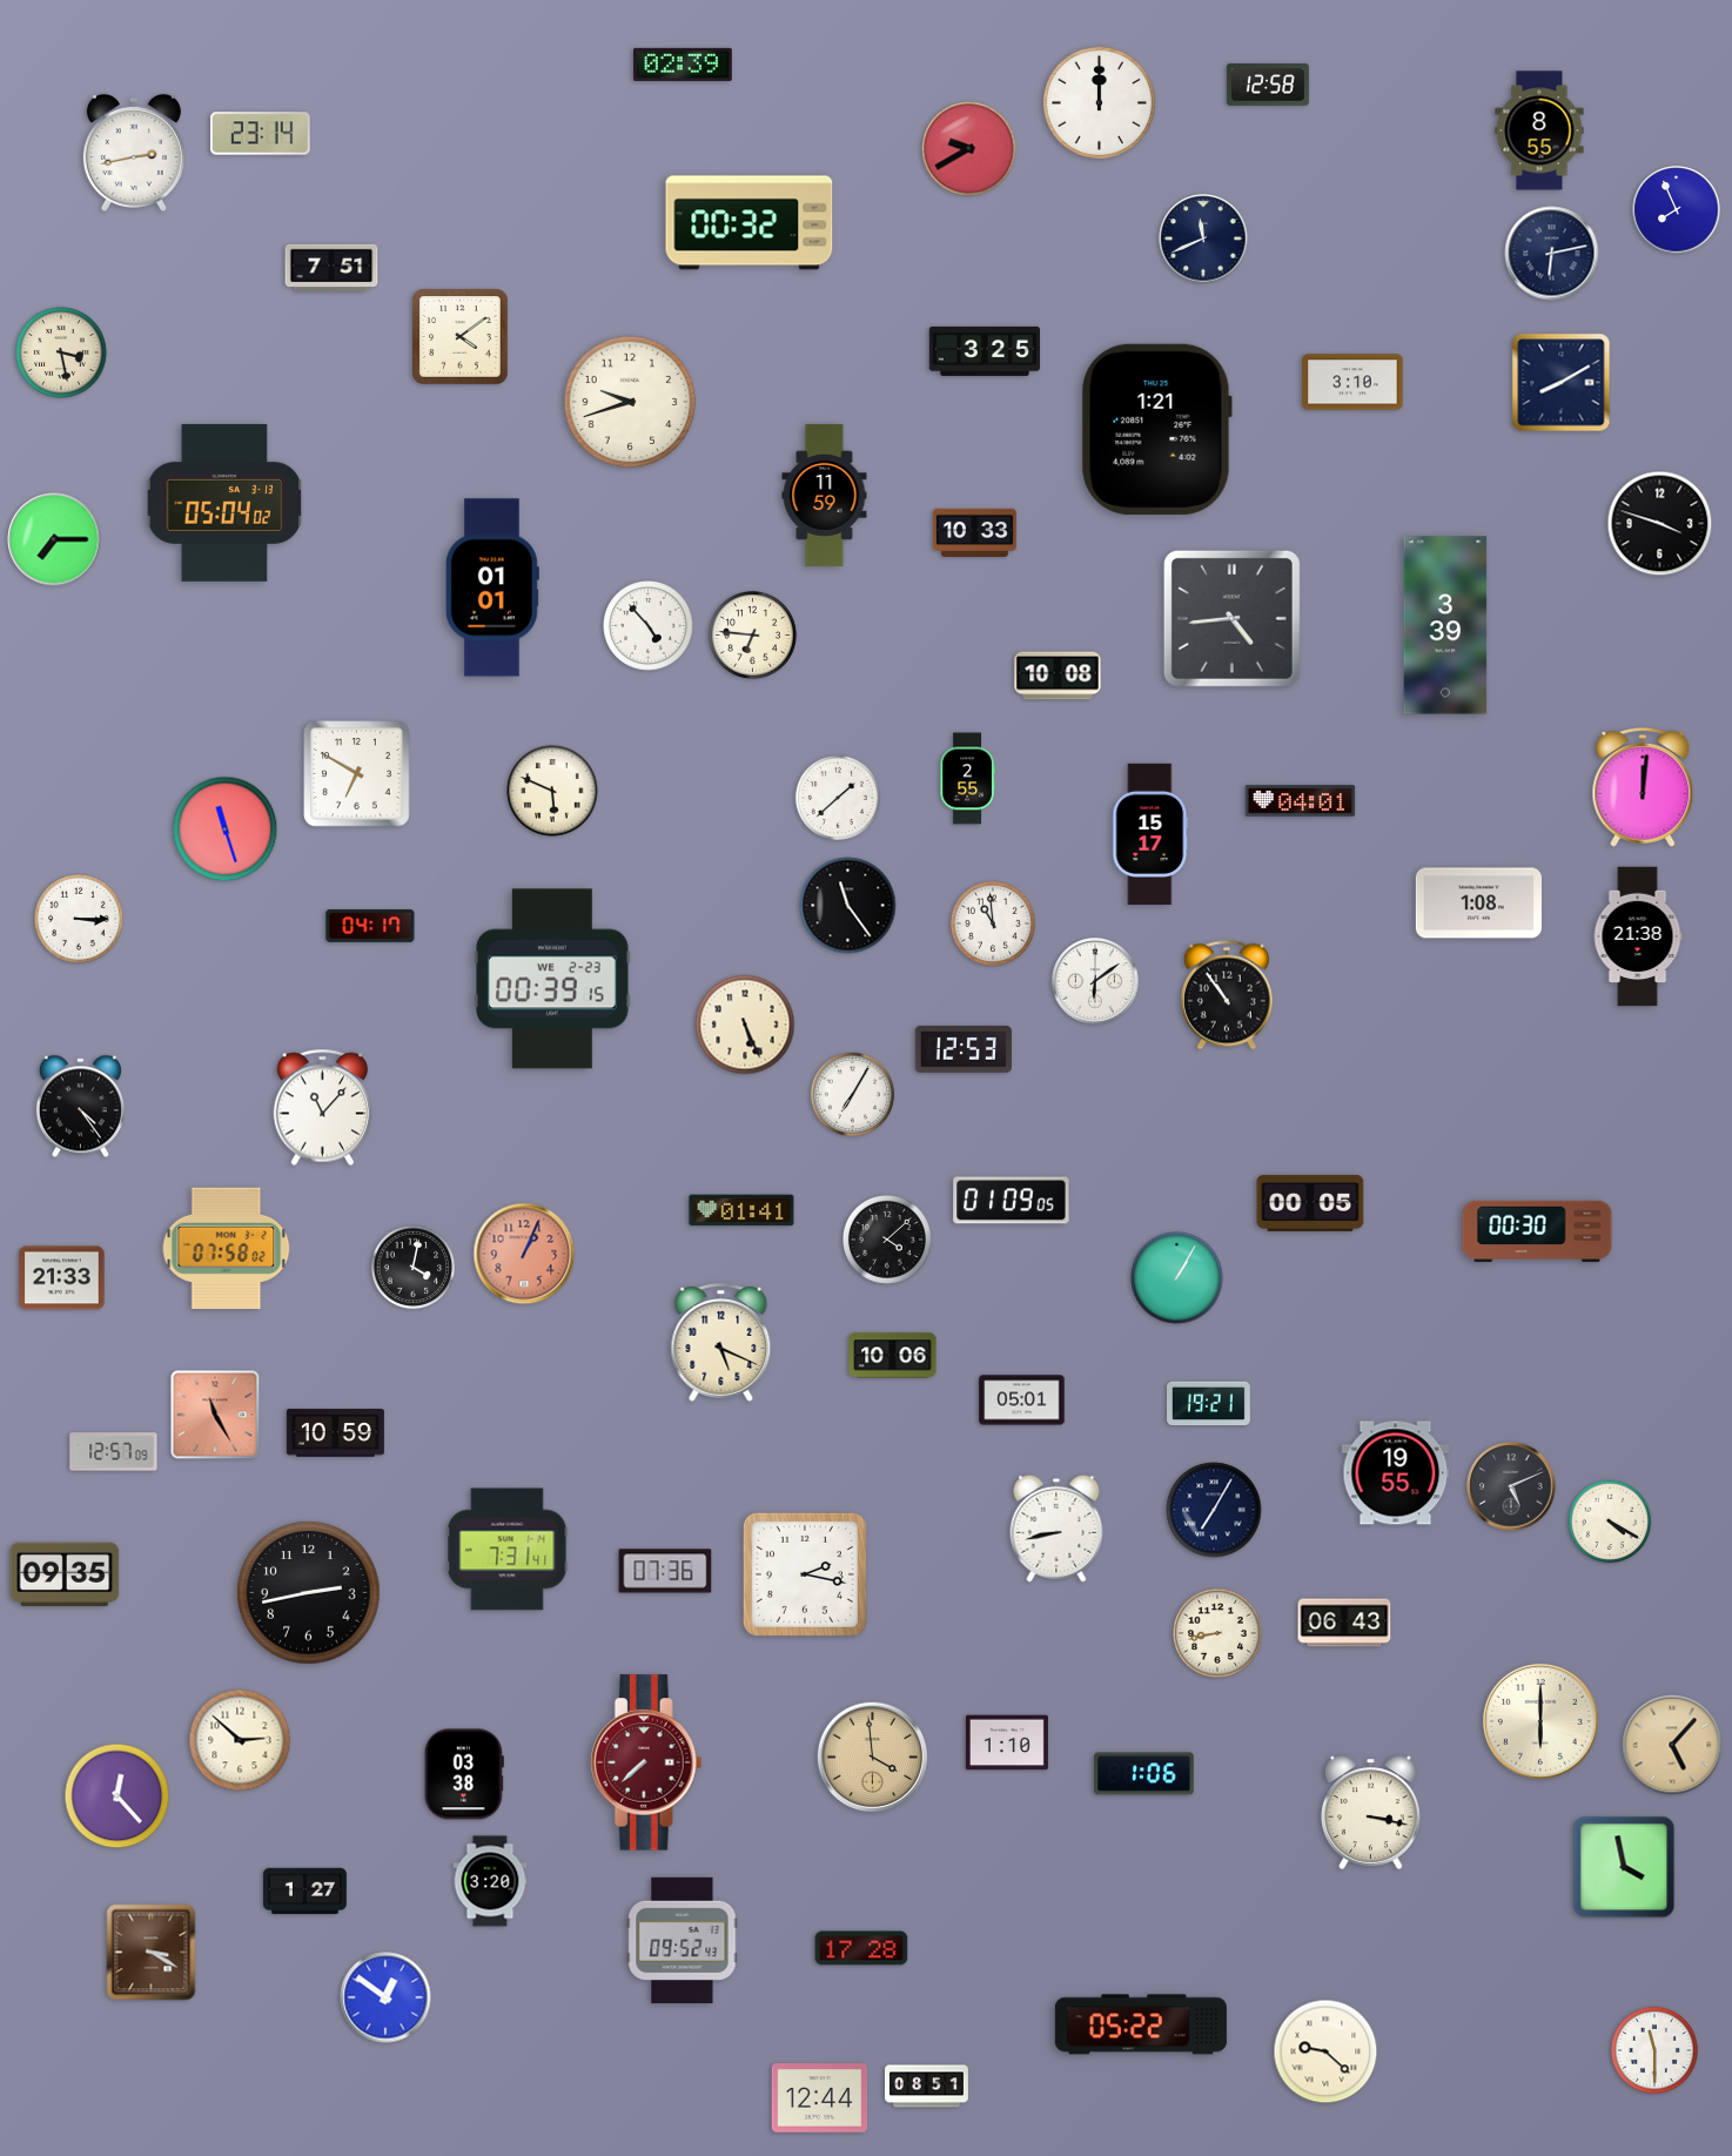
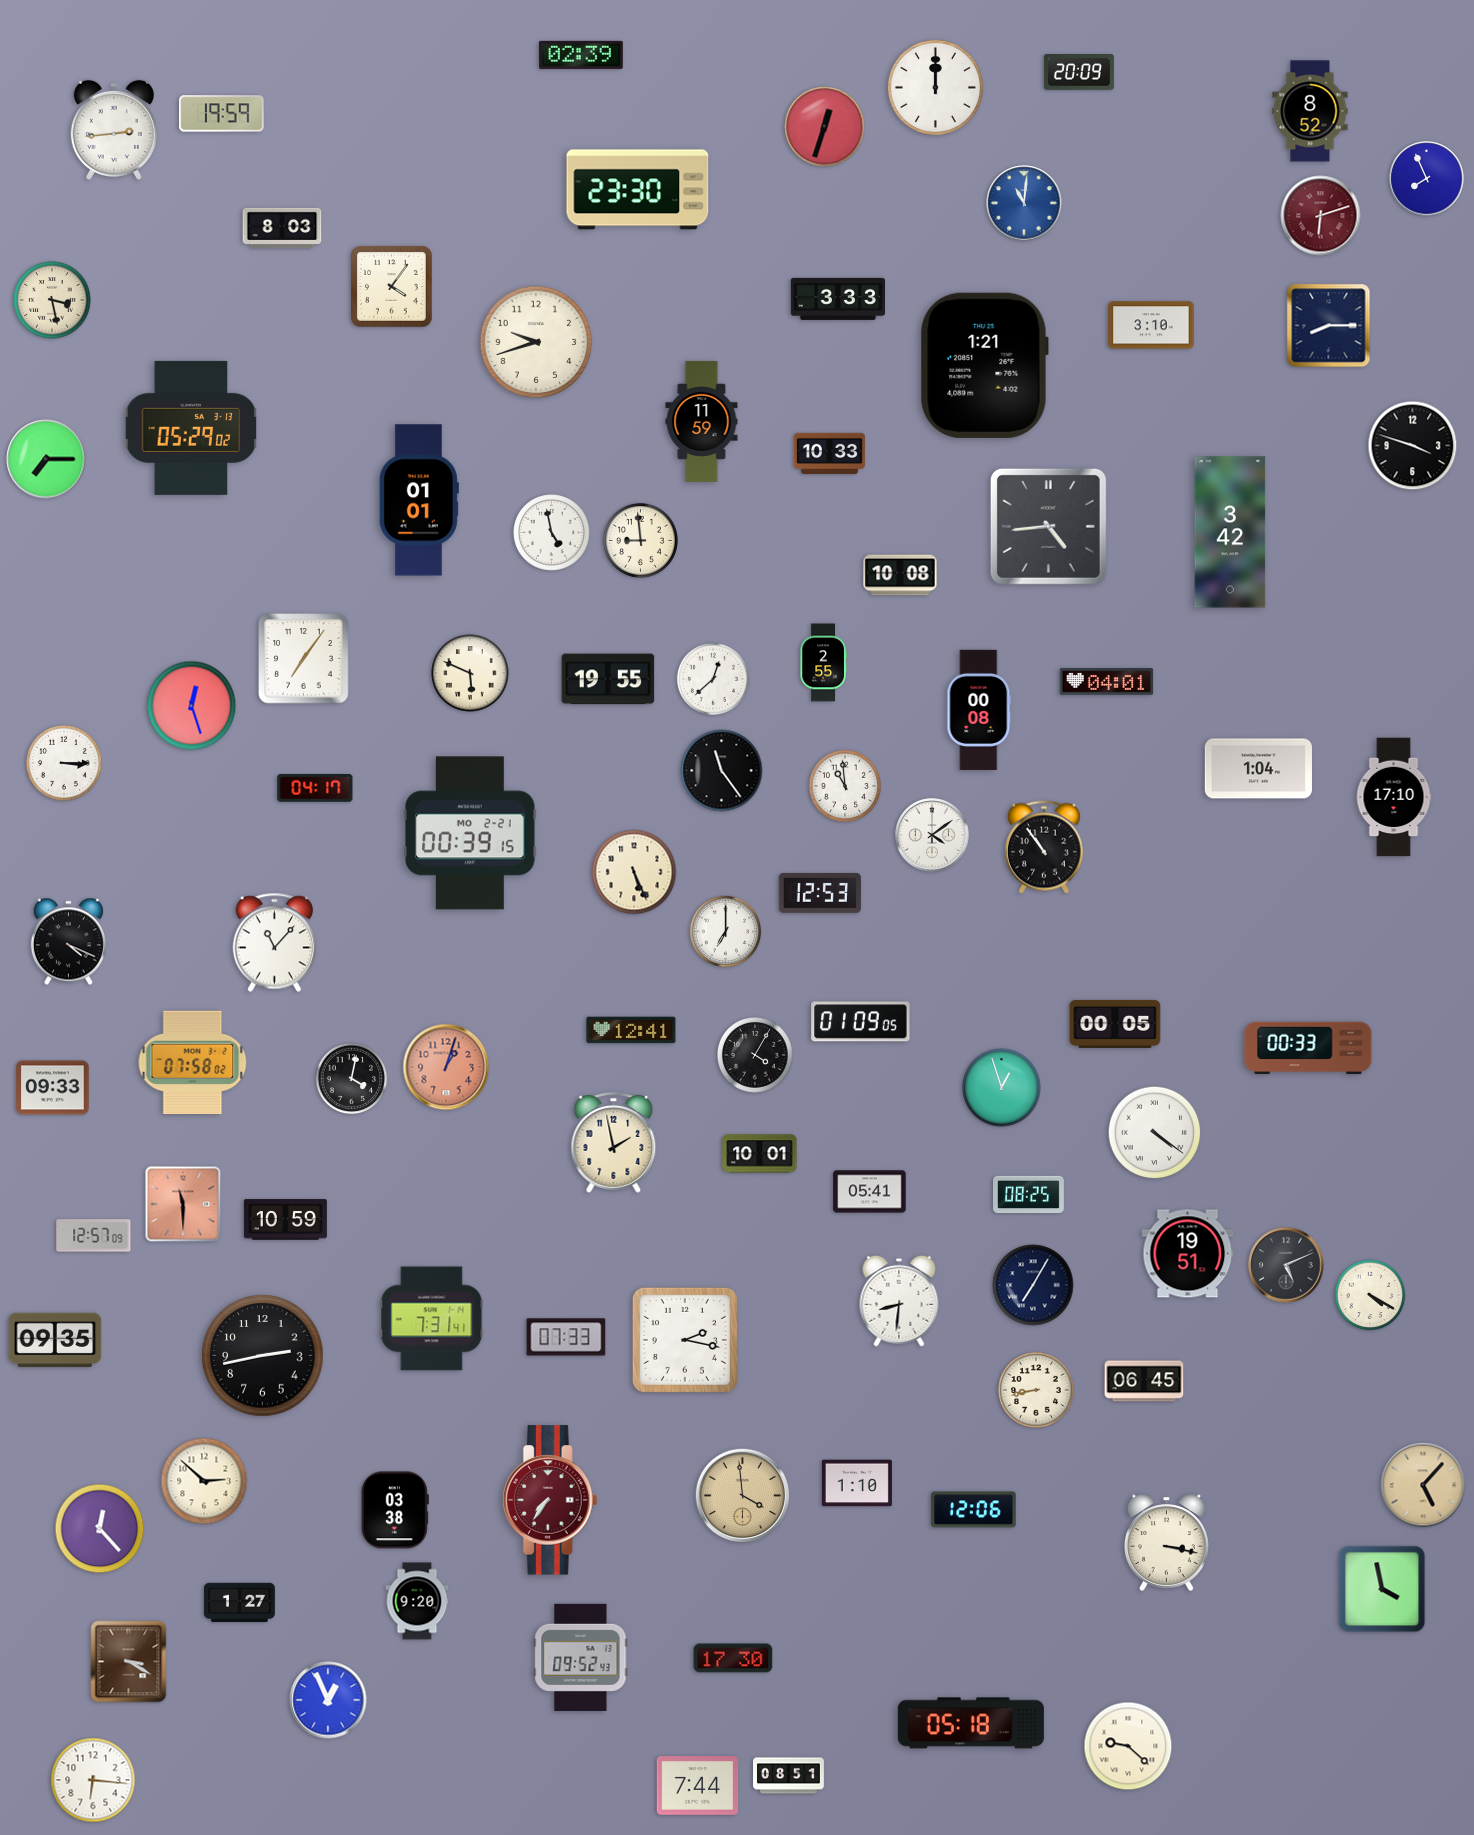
clock at (1268, 86): 12:58 -> 20:09
clock at (1539, 130): 8:55 -> 8:52
clock at (261, 134): 23:14 -> 19:59
clock at (969, 149): 9:40 -> 12:33
clock at (134, 152): 2:43 -> 2:44
clock at (750, 223): 00:32 -> 23:30
clock at (1203, 239): 11:41 -> 11:01
clock at (1203, 239) dial: navy -> blue
clock at (1552, 254): 6:13 -> 6:12
clock at (1552, 254) dial: navy -> burgundy
clock at (331, 267): 7:51 -> 8:03
clock at (461, 337): 4:09 -> 4:06
clock at (984, 351): 3:25 -> 3:33
clock at (1562, 383): 8:10 -> 8:15
clock at (224, 503): 05:04 -> 05:29
clock at (1445, 625): 3:39 -> 3:42
clock at (649, 626): 4:53 -> 4:58
clock at (752, 634): 6:46 -> 8:59
clock at (357, 774): 6:50 -> 7:06
clock at (1643, 787): 12:01 -> none
clock at (608, 679): none -> 19:55
clock at (838, 798): 1:38 -> 12:38
clock at (226, 830): 11:27 -> 12:27
clock at (1150, 834): 15:17 -> 00:08
clock at (1478, 904): 1:08 -> 1:04
clock at (80, 920) position: (80, 920) -> (65, 764)
clock at (1638, 936): 21:38 -> 17:10
clock at (552, 979) date: WE 2-23 -> MO 2-21
clock at (1095, 981): 6:09 -> 4:09
clock at (853, 1095): 7:05 -> 7:00
clock at (80, 1107): 4:24 -> 4:19
clock at (741, 1210): 01:41 -> 12:41
clock at (1537, 1231): 00:30 -> 00:33
clock at (888, 1241): 4:08 -> 4:05
clock at (524, 1254): 1:04 -> 1:03
clock at (62, 1278): 21:33 -> 09:33
clock at (1177, 1278): 1:05 -> 12:57
clock at (1155, 1133): none -> 4:21
clock at (721, 1343): 5:19 -> 1:58
clock at (893, 1356): 10:06 -> 10:01
clock at (1022, 1401): 05:01 -> 05:41
clock at (1209, 1404): 19:21 -> 08:25
clock at (215, 1415): 11:25 -> 11:30
clock at (114, 1452) position: (114, 1452) -> (94, 1236)
clock at (1396, 1473): 19:55 -> 19:51
clock at (1056, 1529): 8:43 -> 8:31
clock at (665, 1571): 07:36 -> 07:33
clock at (1344, 1623): 06:43 -> 06:45
clock at (1540, 1721): 6:00 -> none
clock at (646, 1762): 7:38 -> 7:36
clock at (1144, 1774): 1:06 -> 12:06
clock at (490, 1881): 3:20 -> 9:20
clock at (304, 1890) position: (304, 1890) -> (239, 1602)
clock at (683, 1940) position: (683, 1940) -> (581, 1657)
clock at (861, 1948): 17:28 -> 17:30
clock at (385, 1997): 12:51 -> 12:56
clock at (1141, 2024): 05:22 -> 05:18
clock at (1654, 2050): 11:30 -> none
clock at (93, 1780): none -> 6:16
clock at (820, 2098): 12:44 -> 7:44
